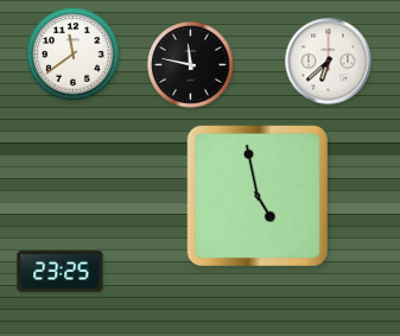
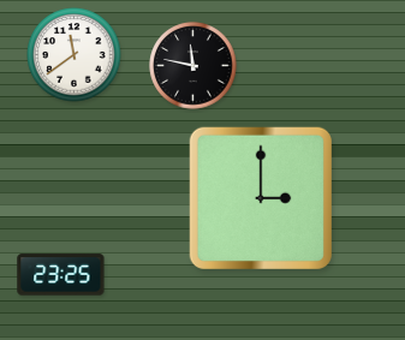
clock at (329, 62): 6:38 -> none
clock at (258, 196): 4:58 -> 3:00
